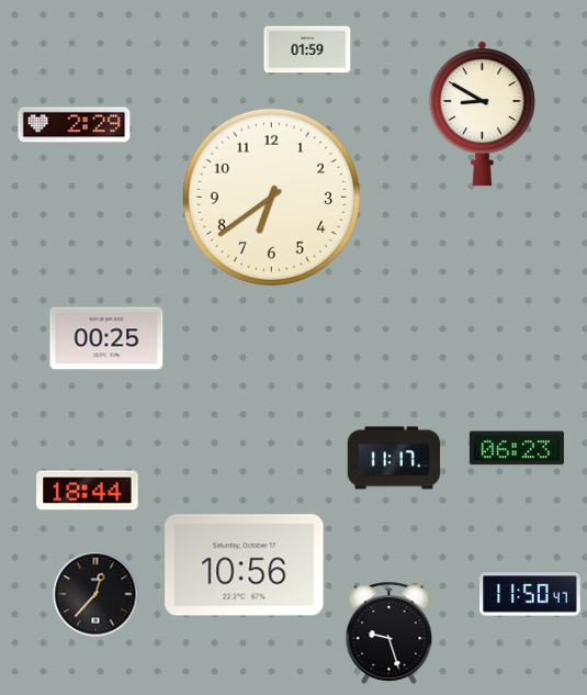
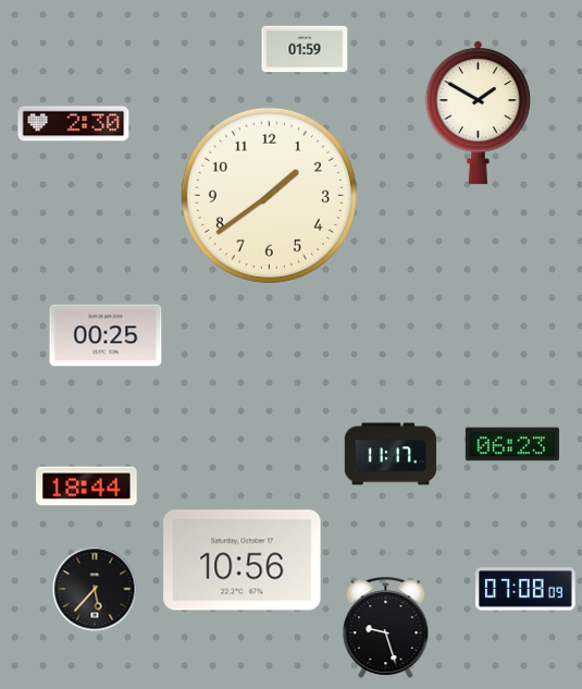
clock at (482, 114): 8:50 -> 1:50
clock at (75, 125): 2:29 -> 2:30
clock at (271, 197): 6:39 -> 1:39
clock at (95, 594): 12:37 -> 5:37
clock at (530, 594): 11:50 -> 07:08
